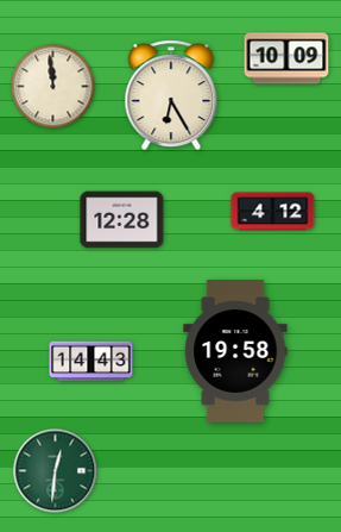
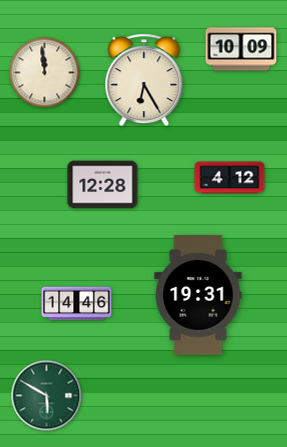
clock at (235, 351): 19:58 -> 19:31
clock at (91, 362): 14:43 -> 14:46
clock at (56, 471): 12:31 -> 5:50
